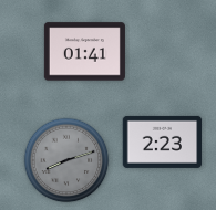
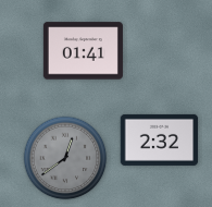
clock at (163, 141): 2:23 -> 2:32
clock at (66, 160): 8:12 -> 12:39
